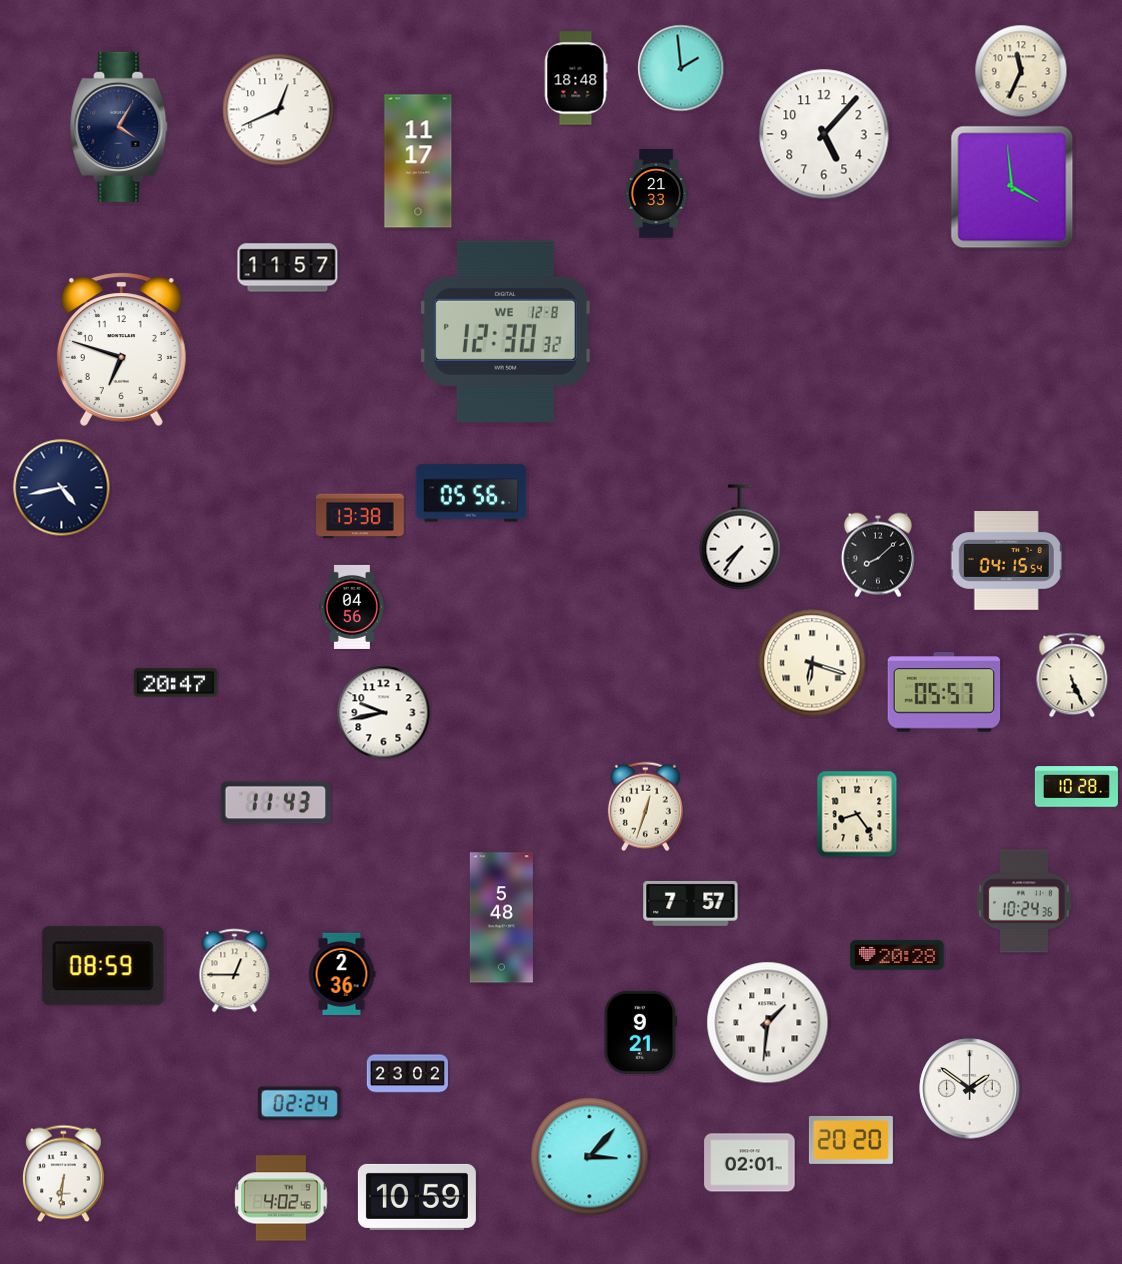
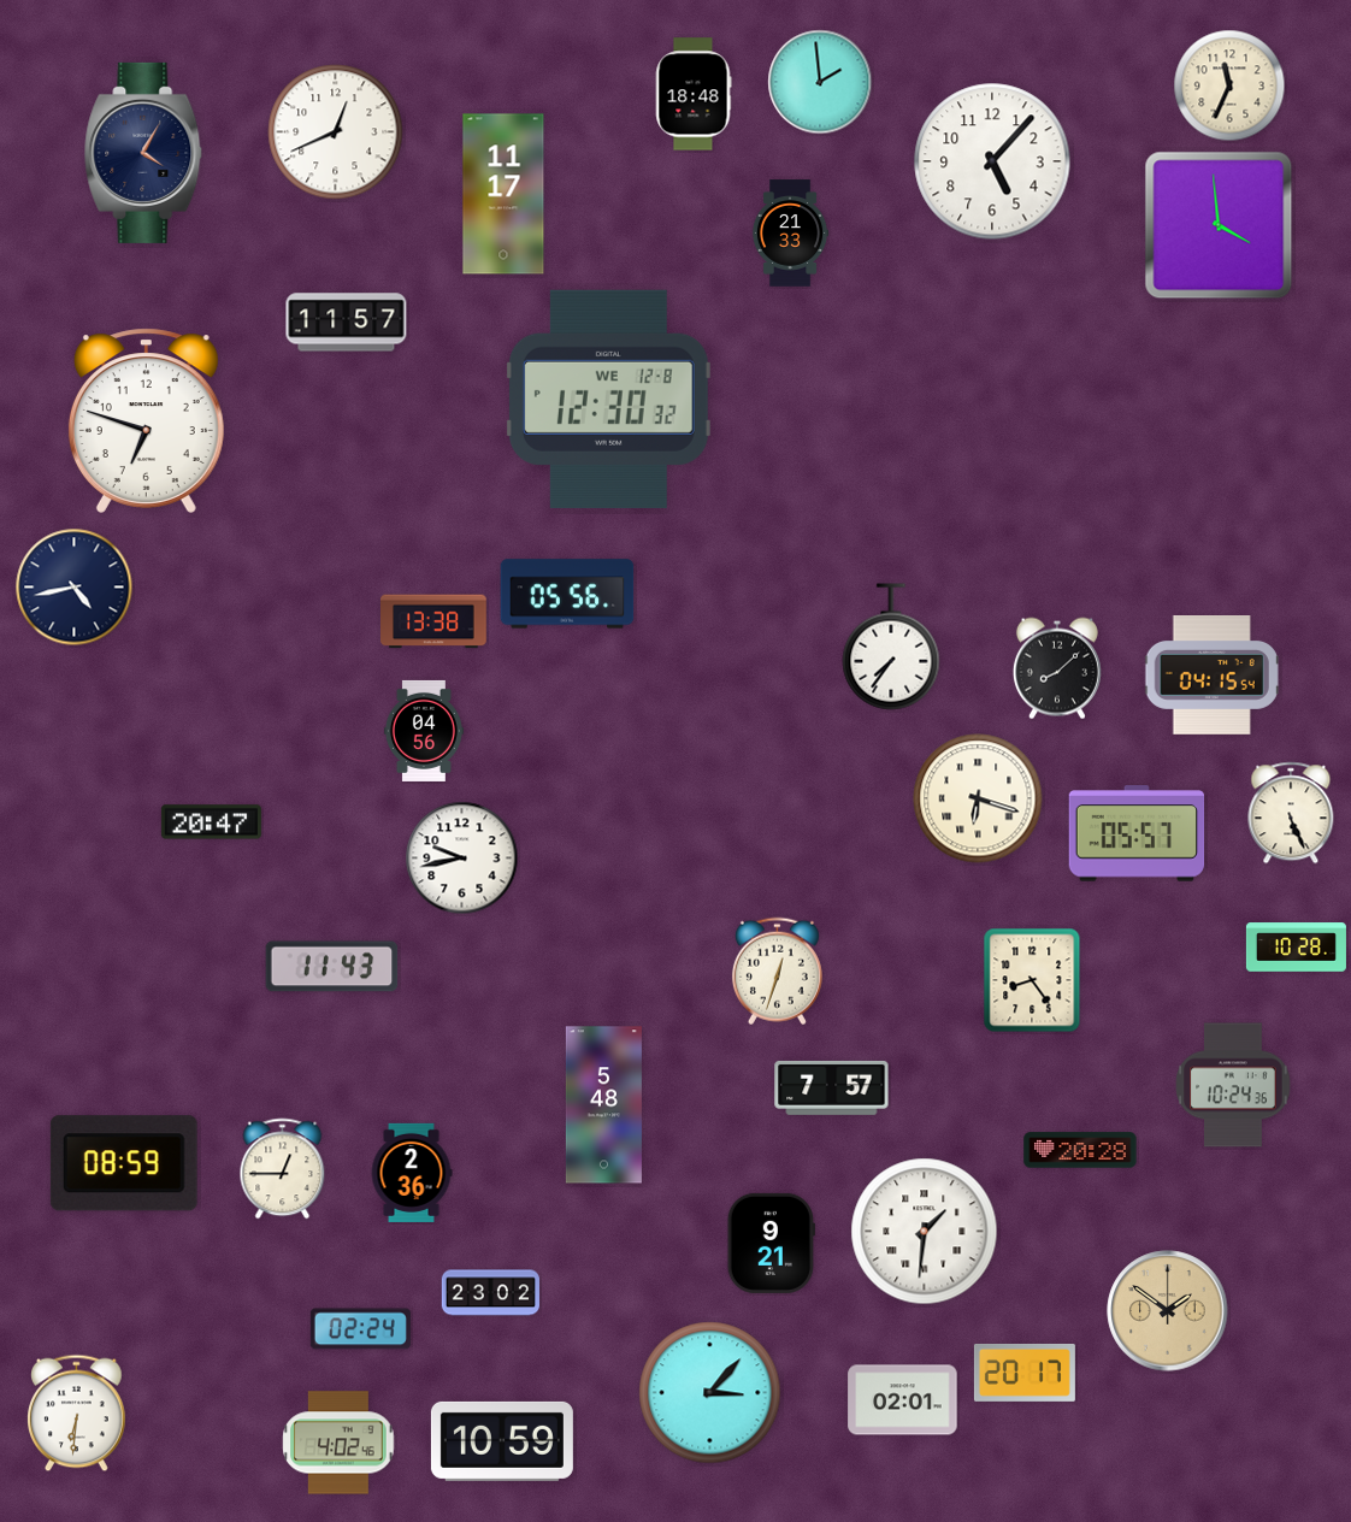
clock at (970, 1089) dial: white -> champagne
clock at (851, 1140): 20:20 -> 20:17
